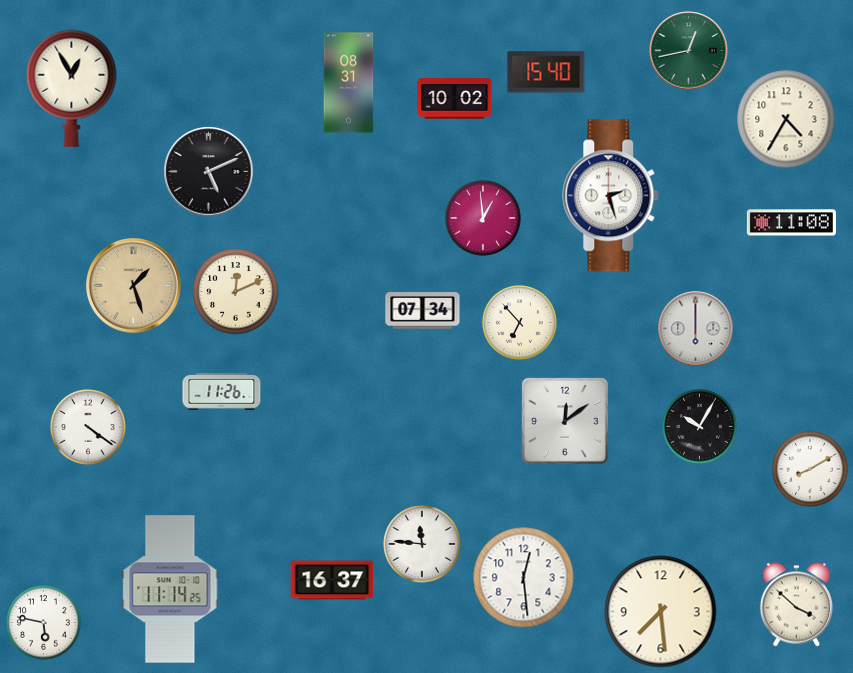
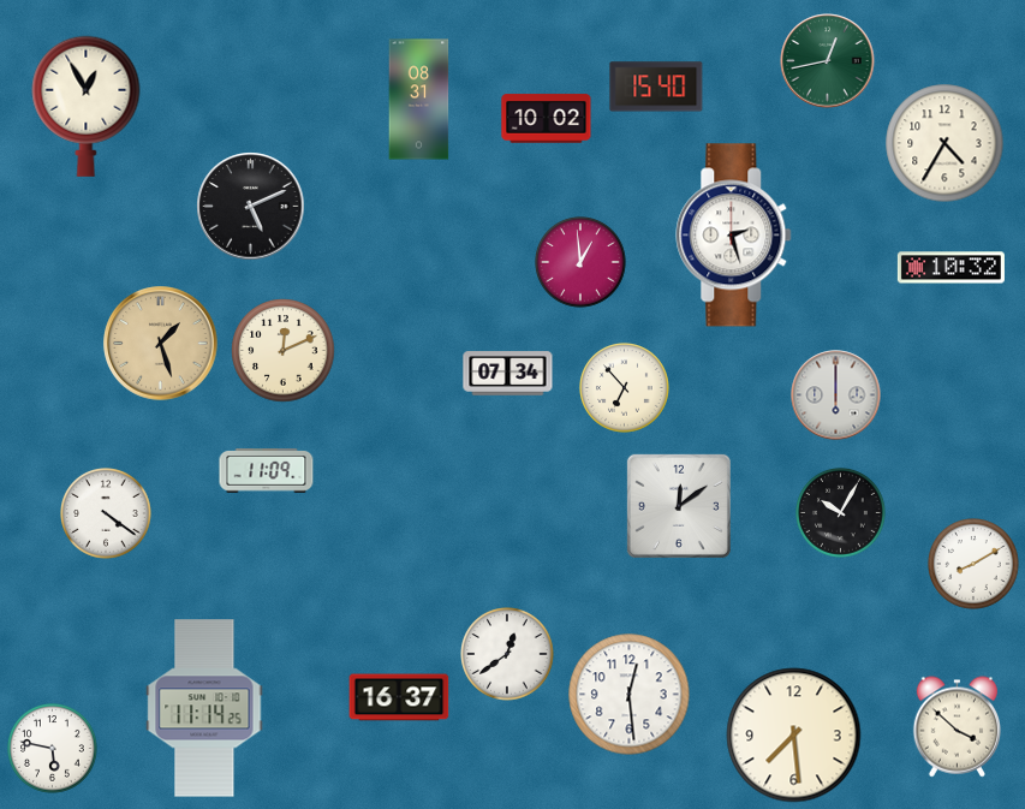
clock at (791, 223): 11:08 -> 10:32
clock at (222, 392): 11:26 -> 11:09
clock at (422, 544): 11:46 -> 12:39
